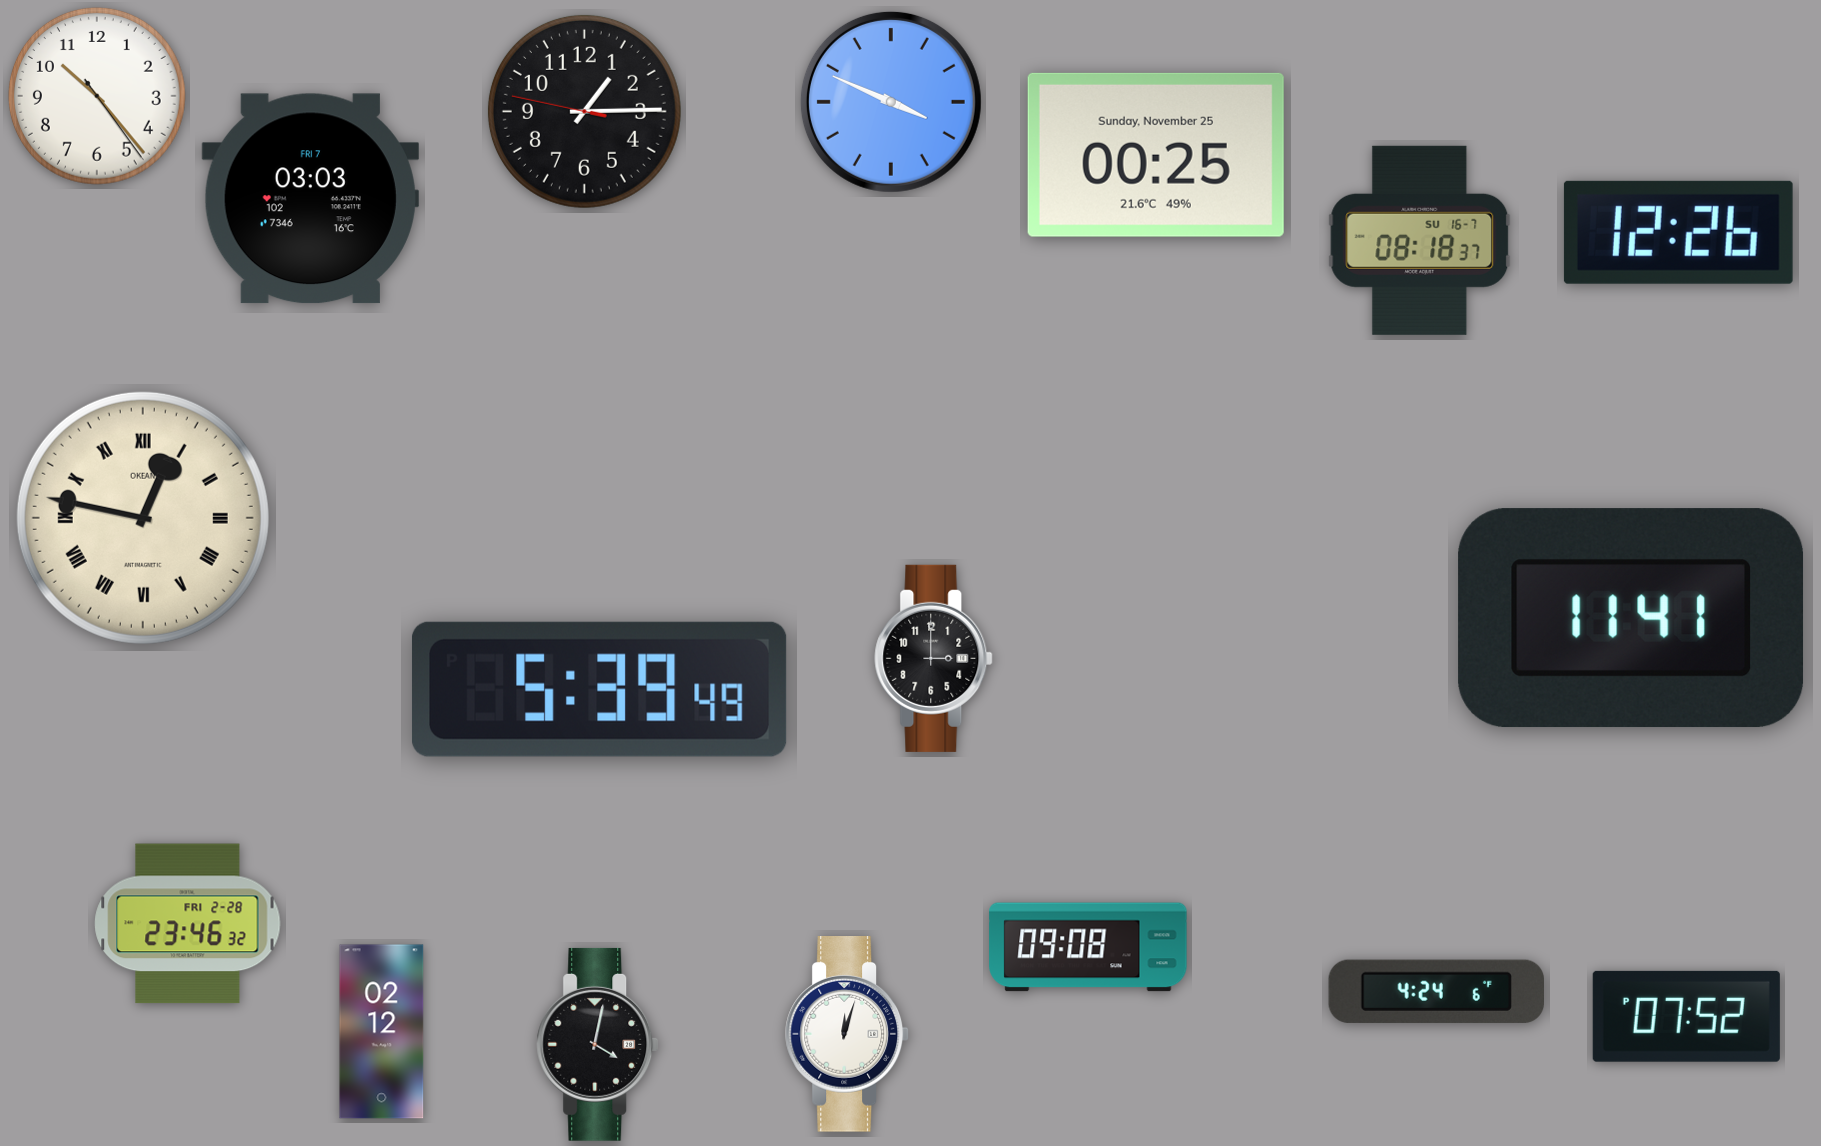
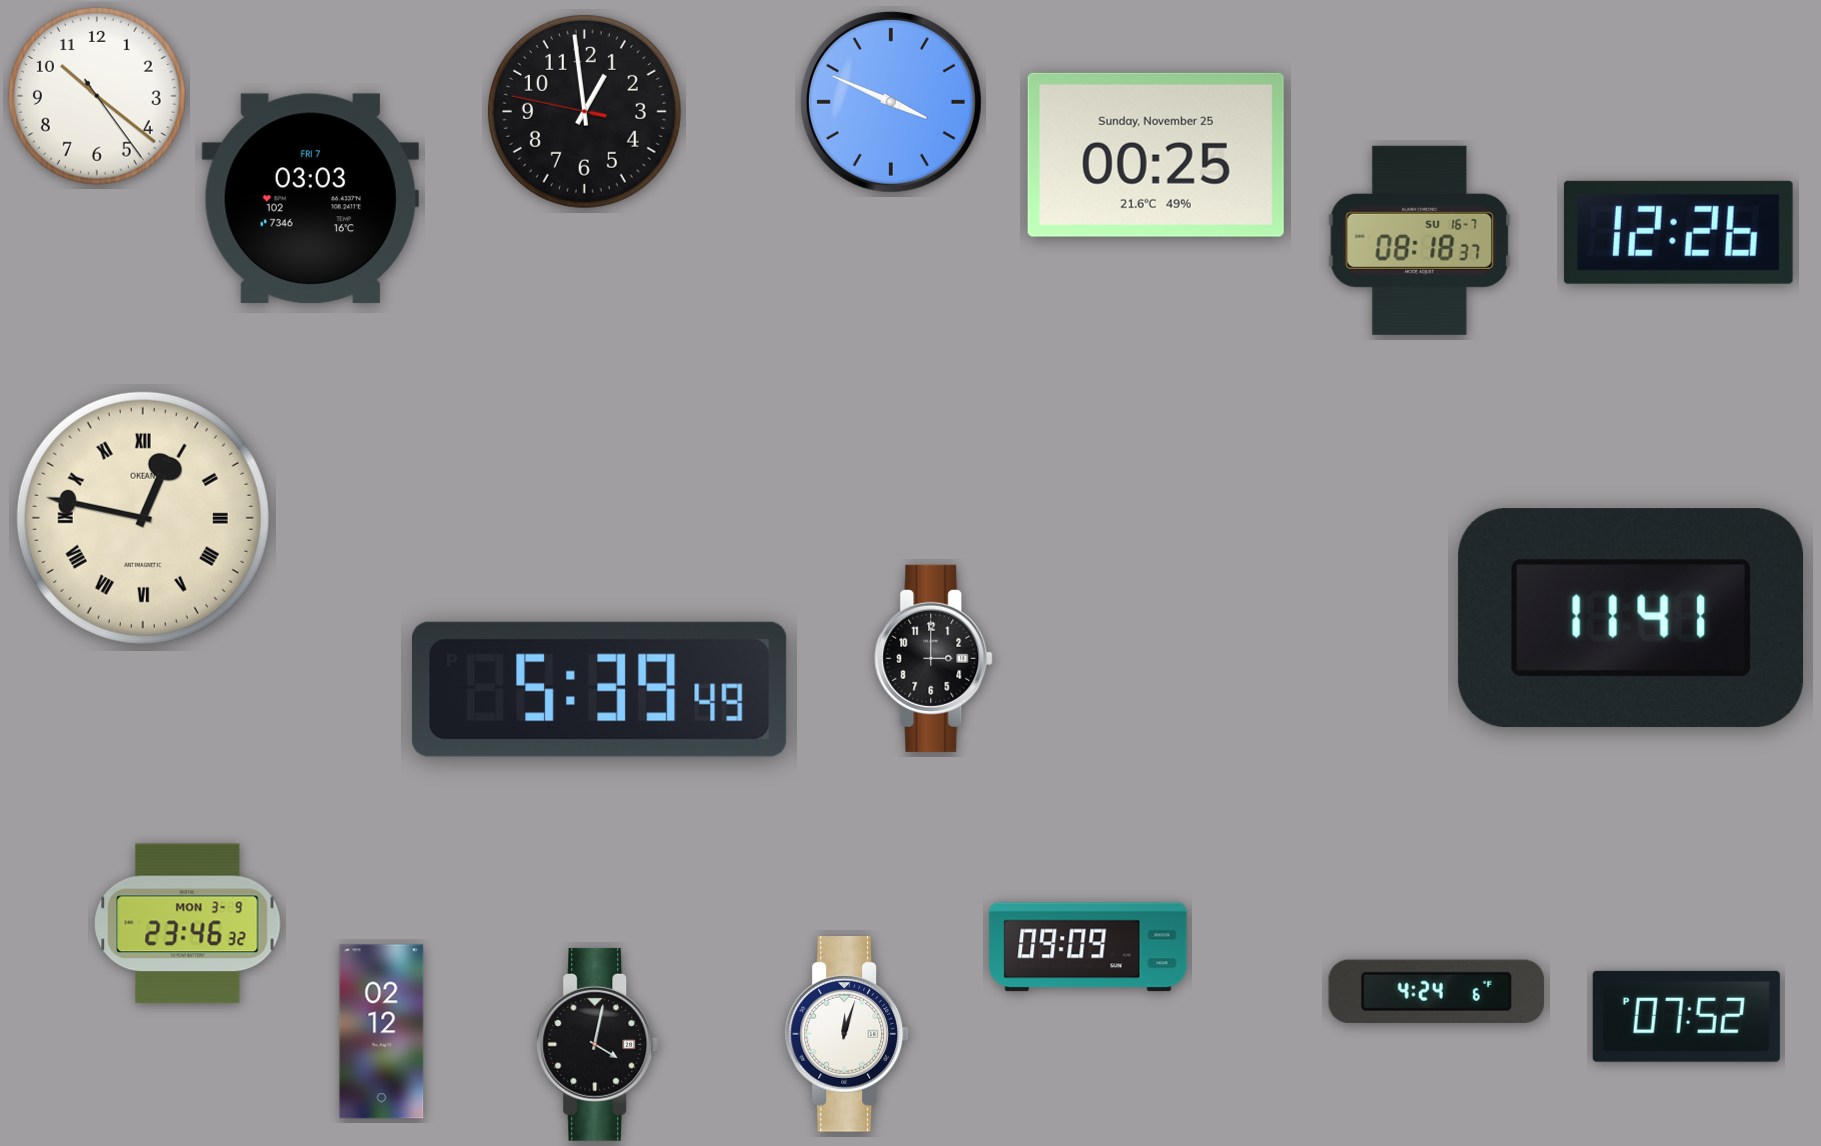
clock at (97, 96): 10:23 -> 10:21
clock at (584, 111): 1:14 -> 12:58
clock at (188, 924) date: FRI 2-28 -> MON 3-9
clock at (1088, 947): 09:08 -> 09:09
